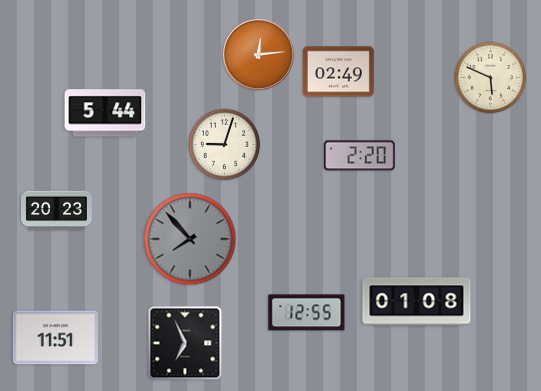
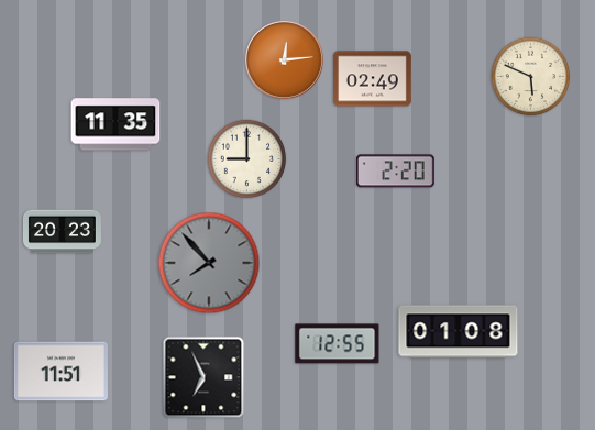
clock at (491, 78) position: (491, 78) -> (531, 77)
clock at (105, 113): 5:44 -> 11:35
clock at (225, 145): 9:03 -> 9:00
